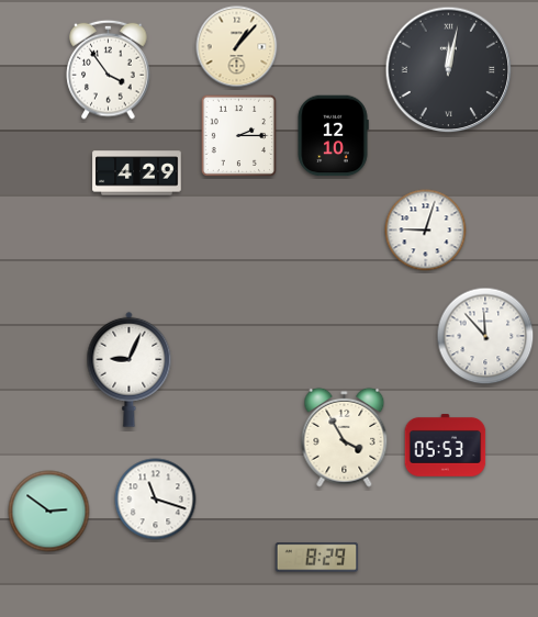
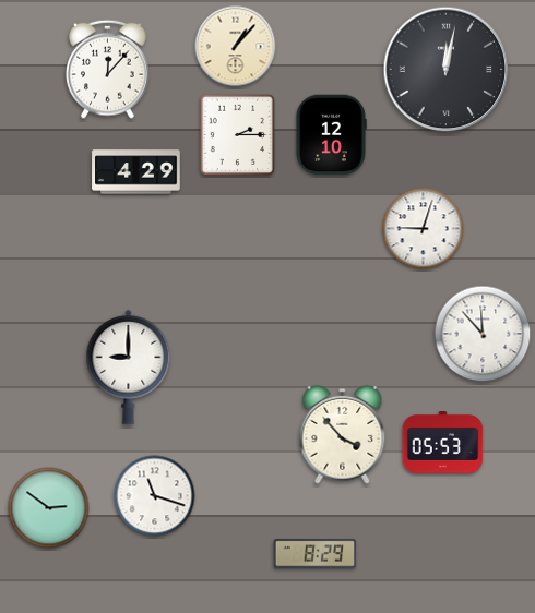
clock at (109, 69): 3:54 -> 12:07
clock at (130, 369): 9:04 -> 9:00
clock at (345, 437): 3:55 -> 3:53
